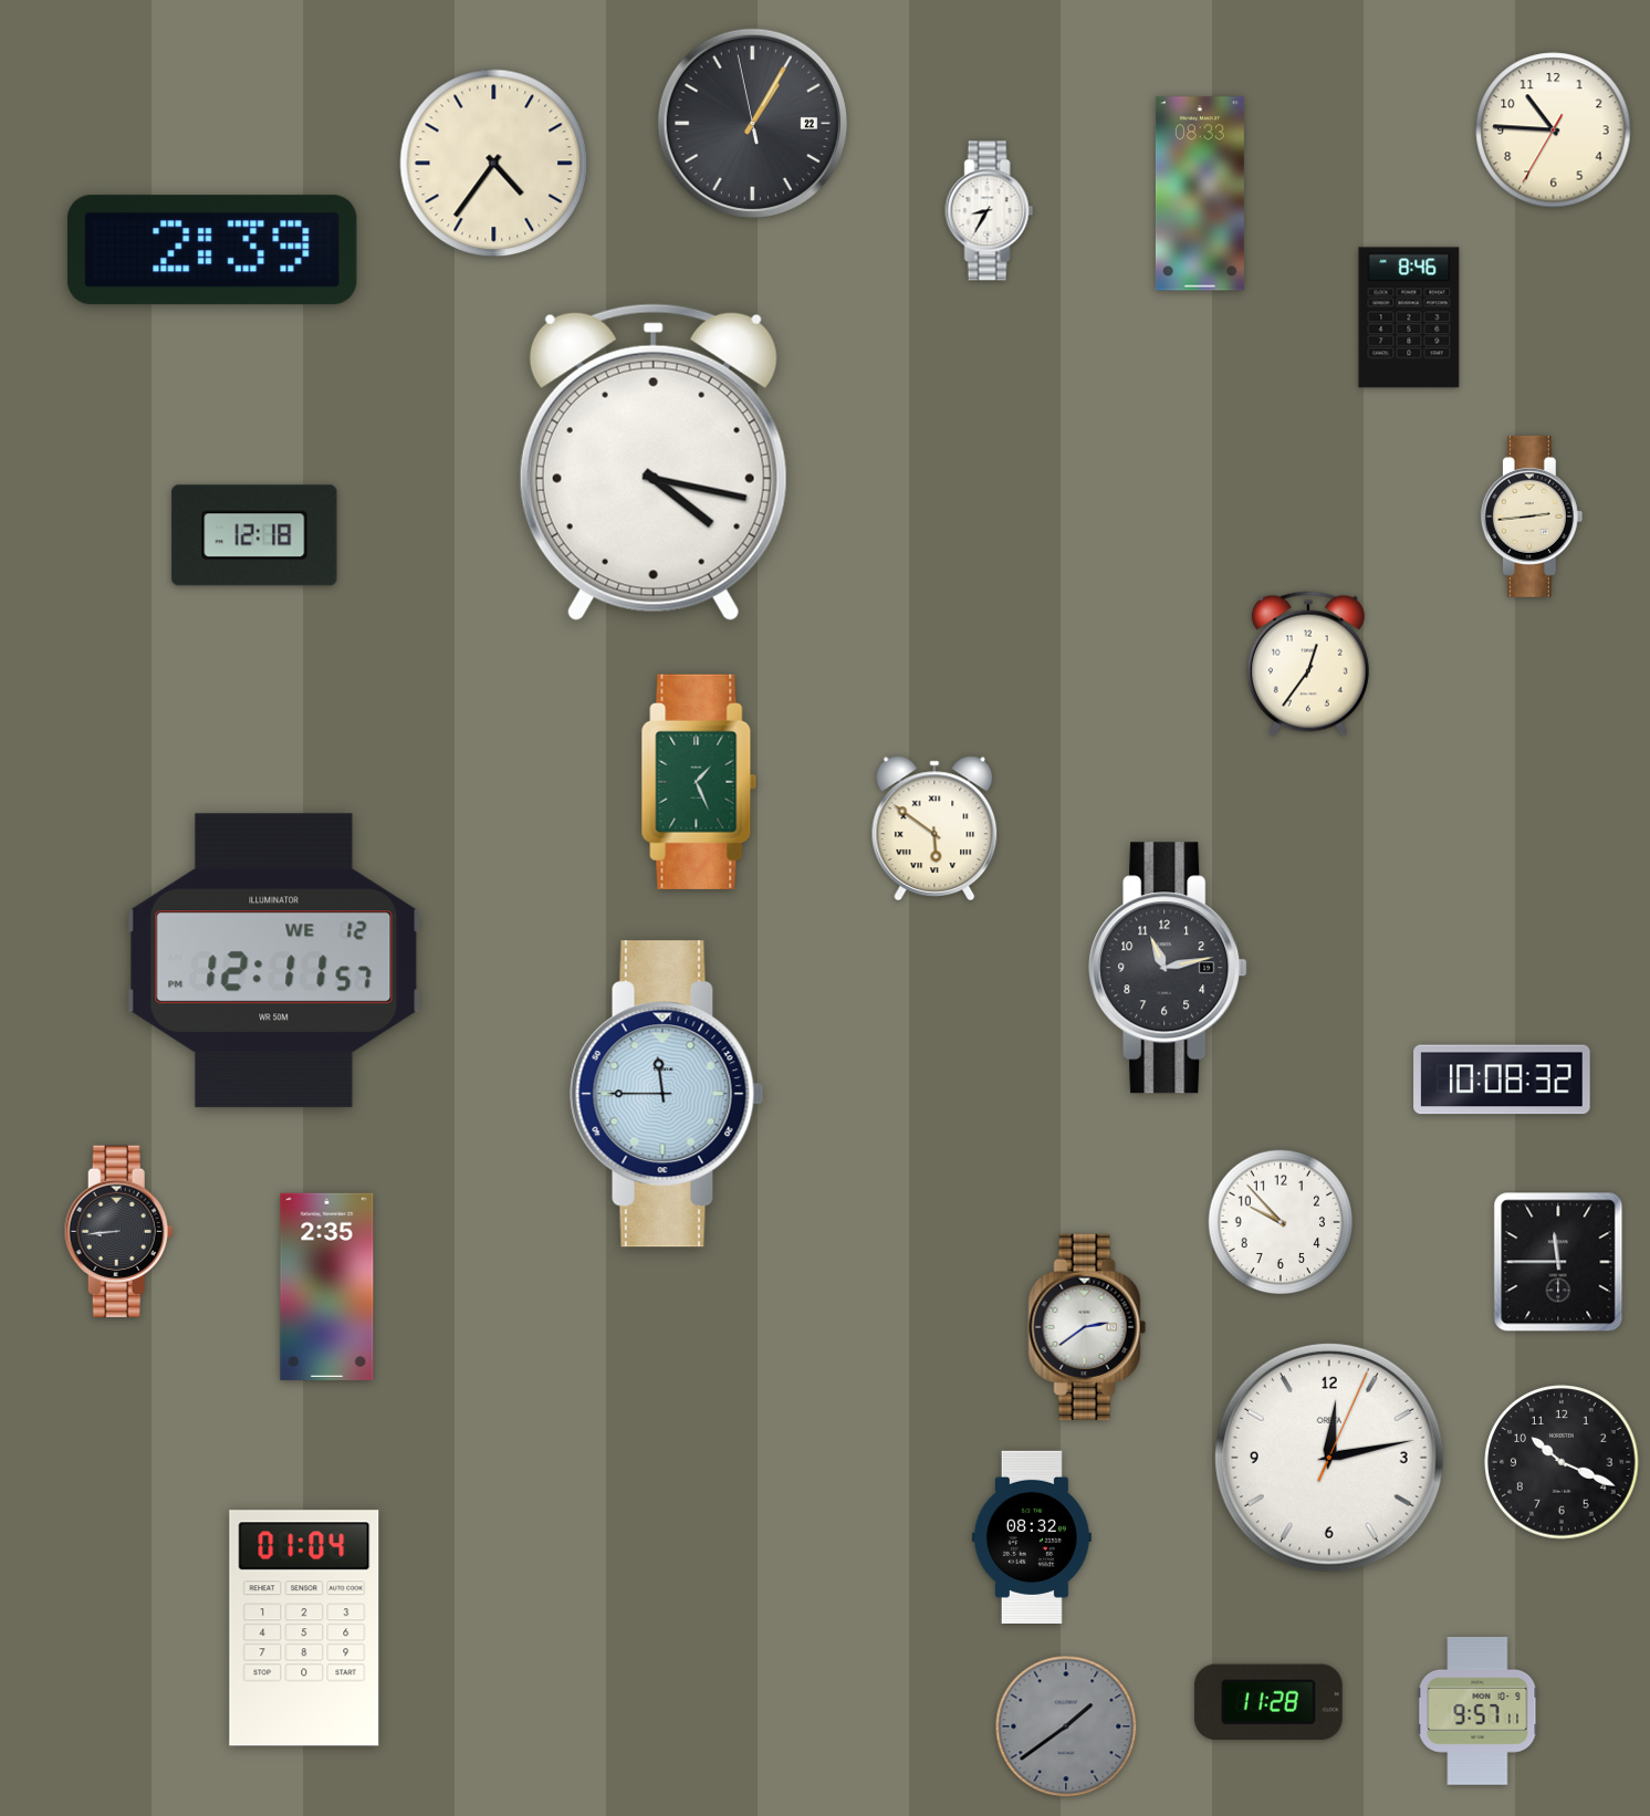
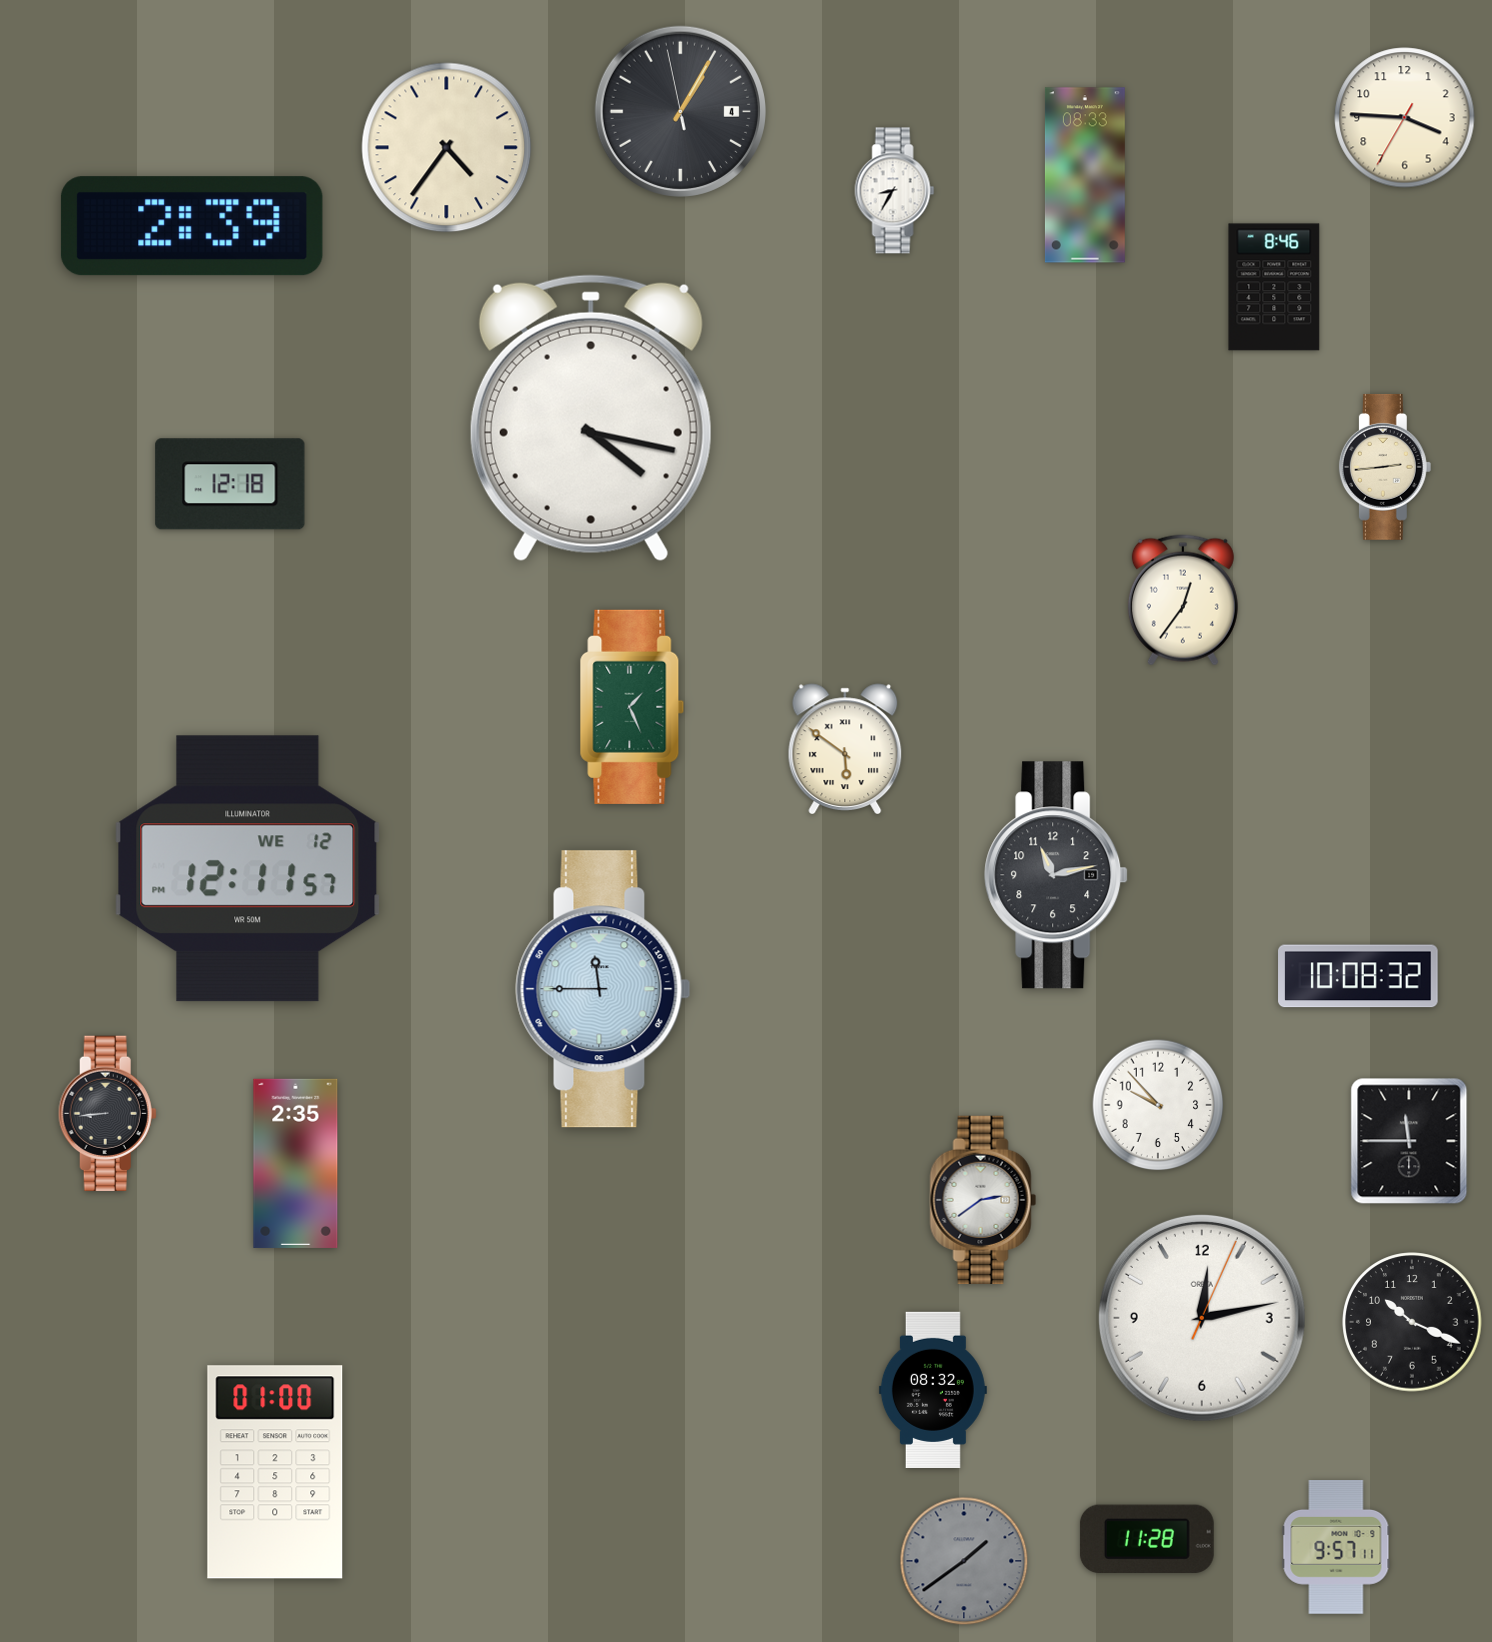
clock at (752, 123) date: 22 -> 4
clock at (1554, 131): 10:45 -> 3:45
clock at (304, 1628): 01:04 -> 01:00
